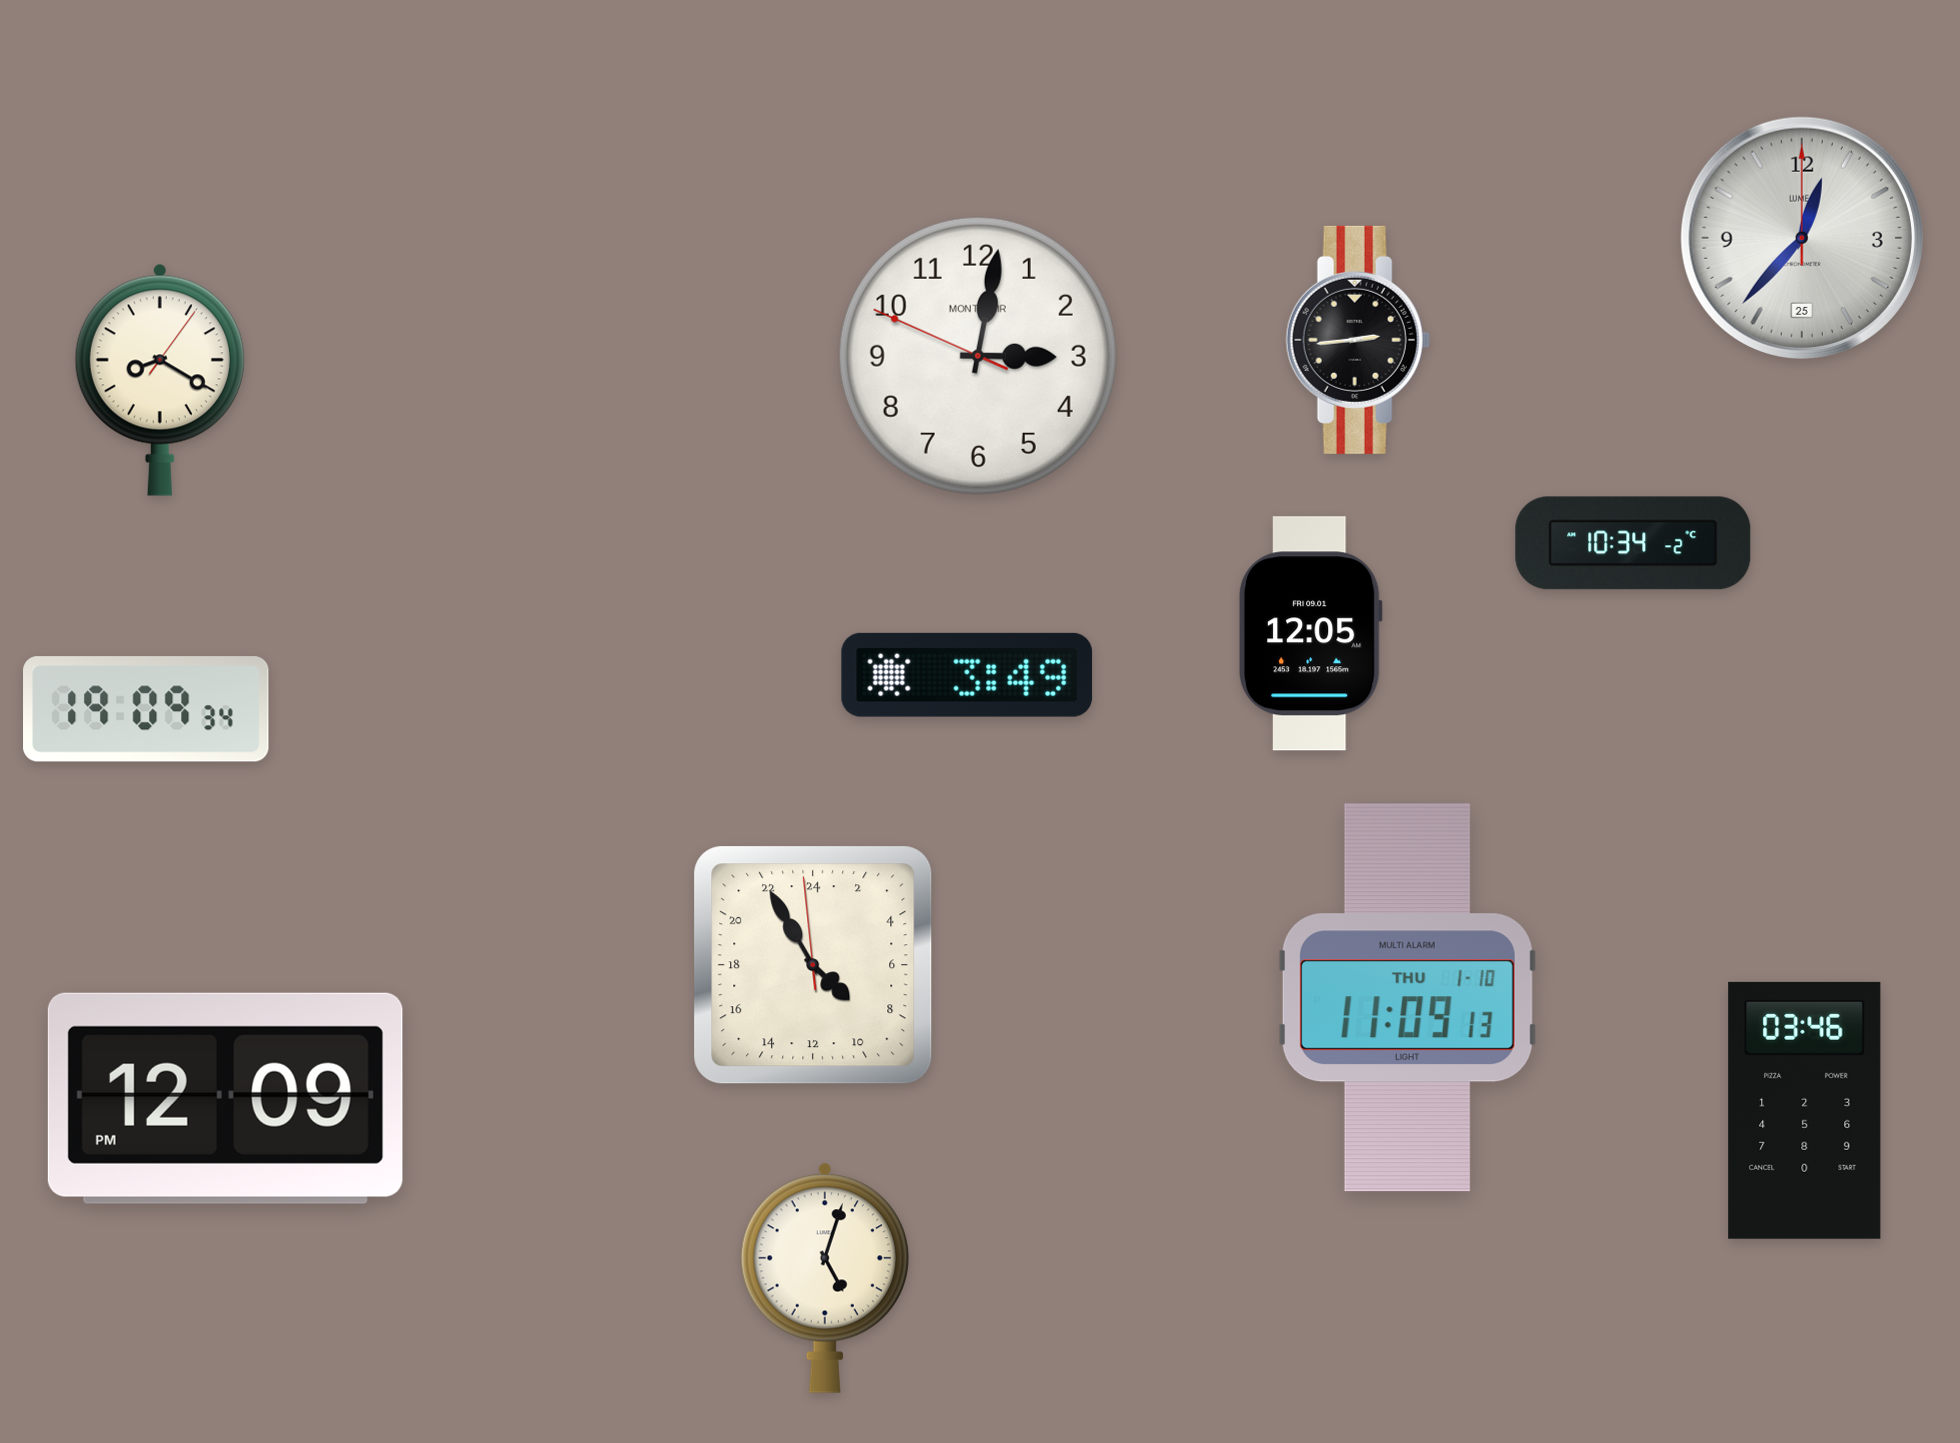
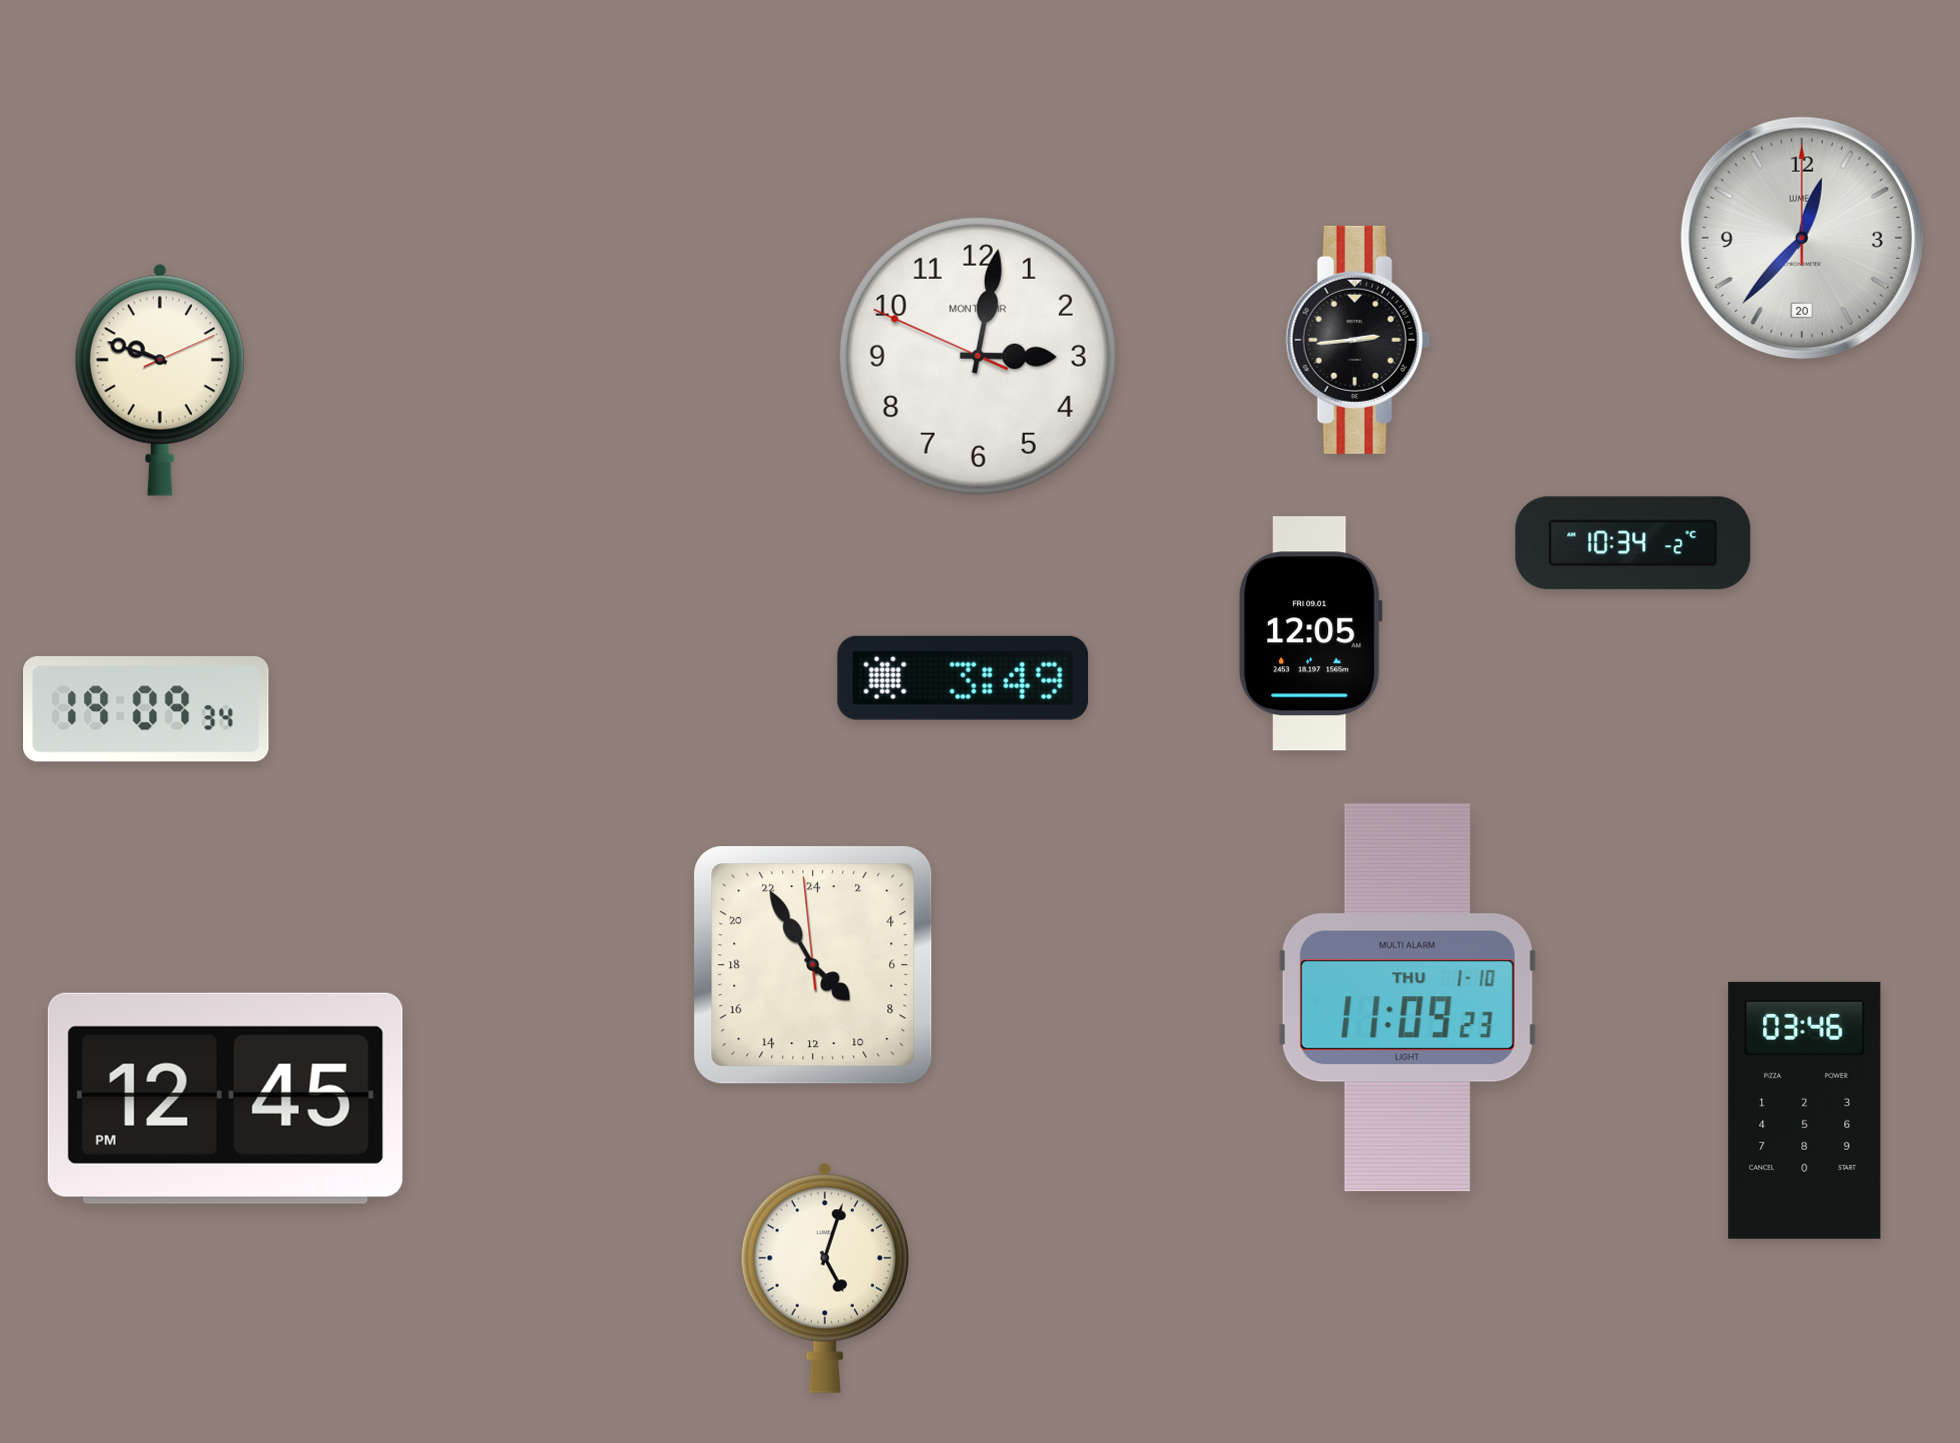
clock at (1802, 238) date: 25 -> 20
clock at (160, 380): 8:20 -> 9:48
clock at (967, 675) position: (967, 675) -> (963, 678)
clock at (1407, 998): 11:09:13 -> 11:09:23
clock at (225, 1098): 12:09 -> 12:45
